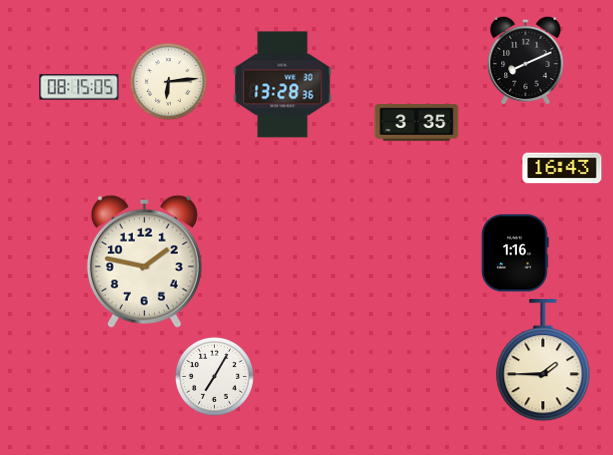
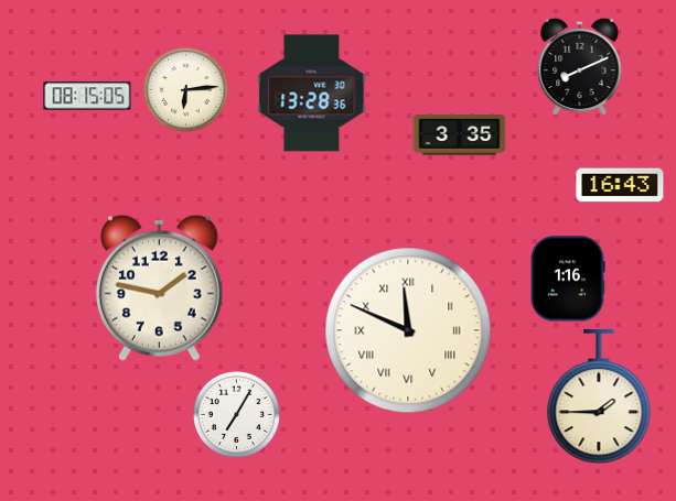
clock at (408, 330): none -> 11:49
